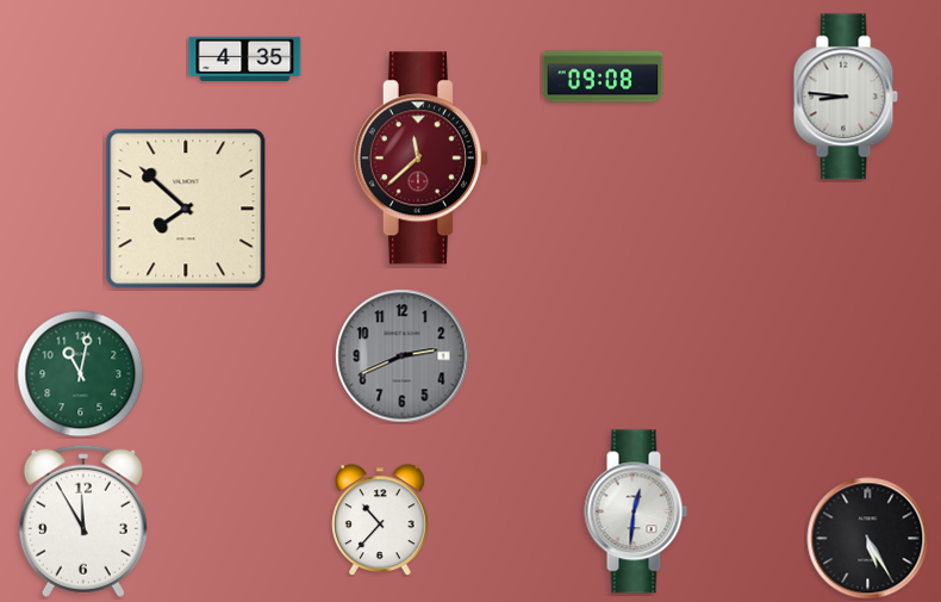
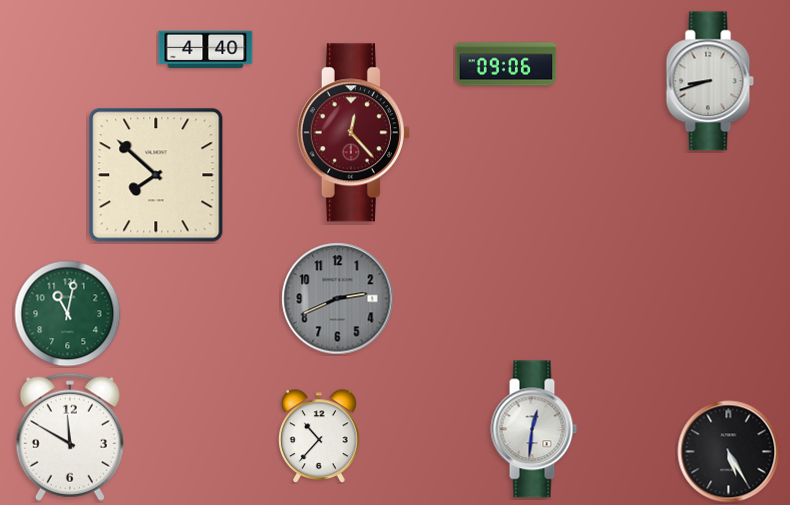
clock at (245, 60): 4:35 -> 4:40
clock at (603, 76): 09:08 -> 09:06
clock at (846, 97): 8:46 -> 8:42
clock at (420, 159): 11:38 -> 12:23
clock at (83, 521): 11:55 -> 11:50
